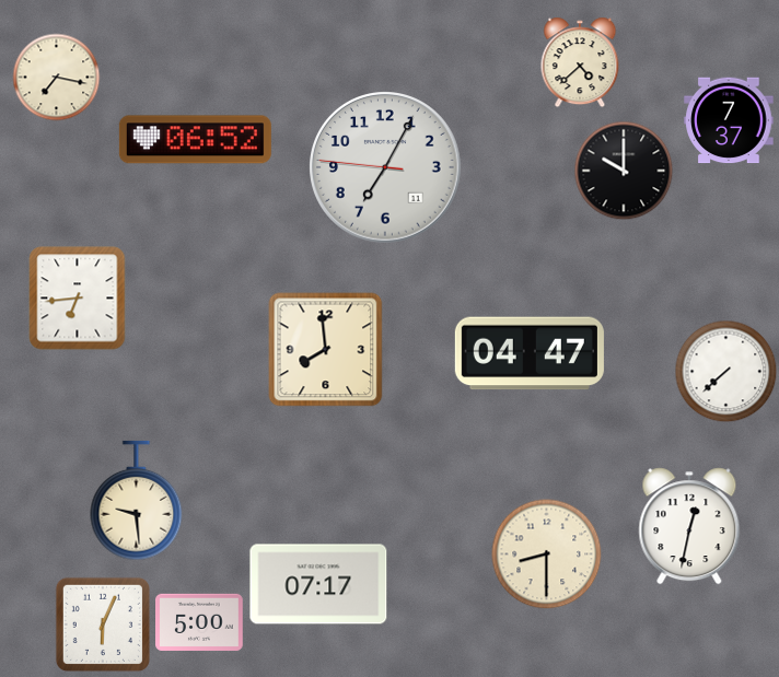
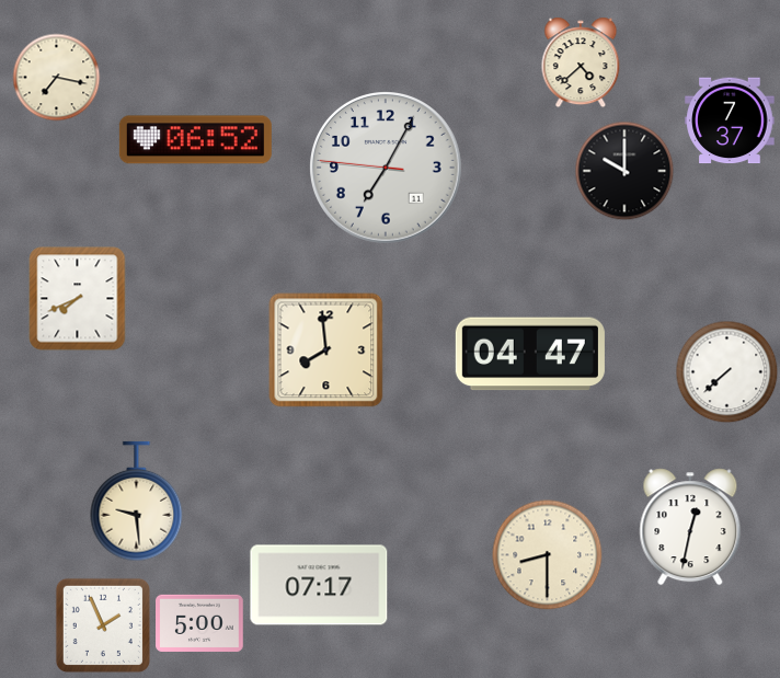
clock at (78, 299): 6:44 -> 7:41
clock at (103, 625): 6:04 -> 1:56
